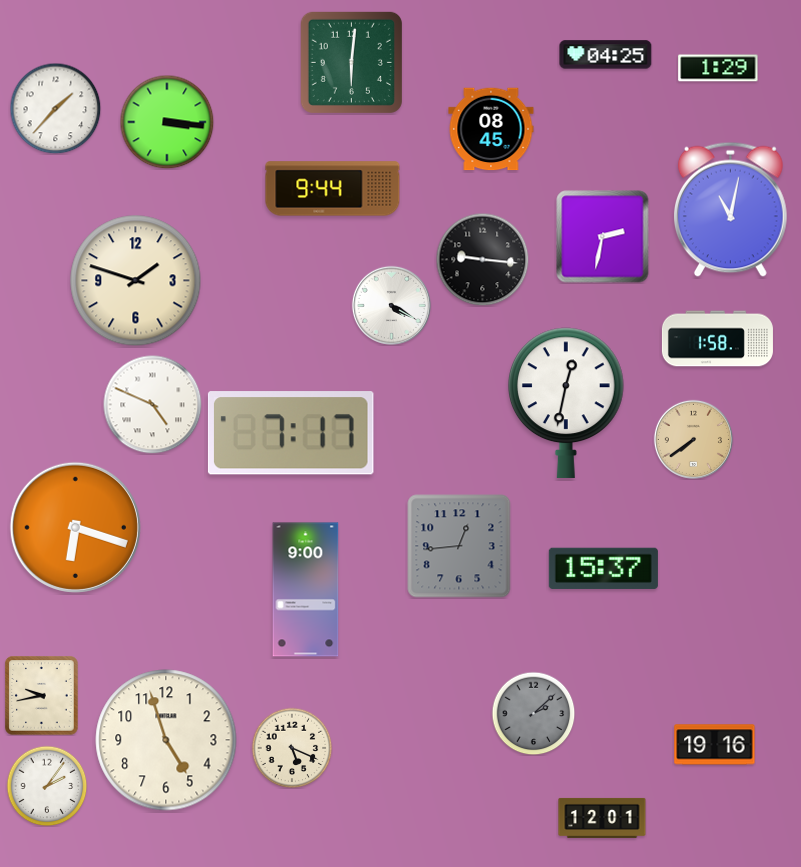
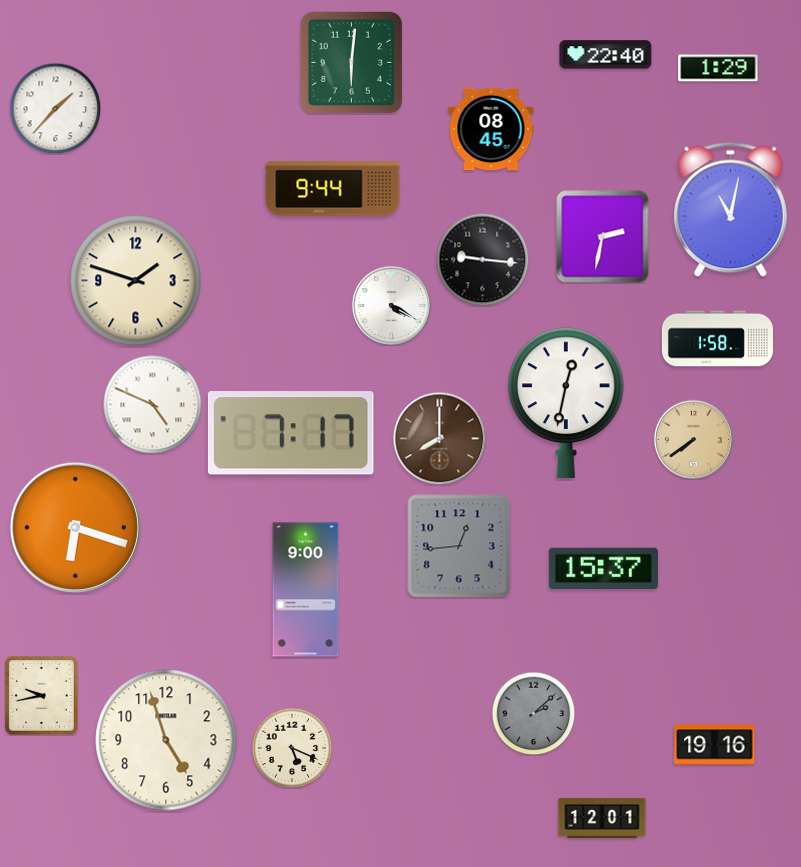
clock at (606, 55): 04:25 -> 22:40
clock at (167, 122): 3:16 -> none
clock at (439, 438): none -> 8:00
clock at (47, 786): 2:06 -> none
